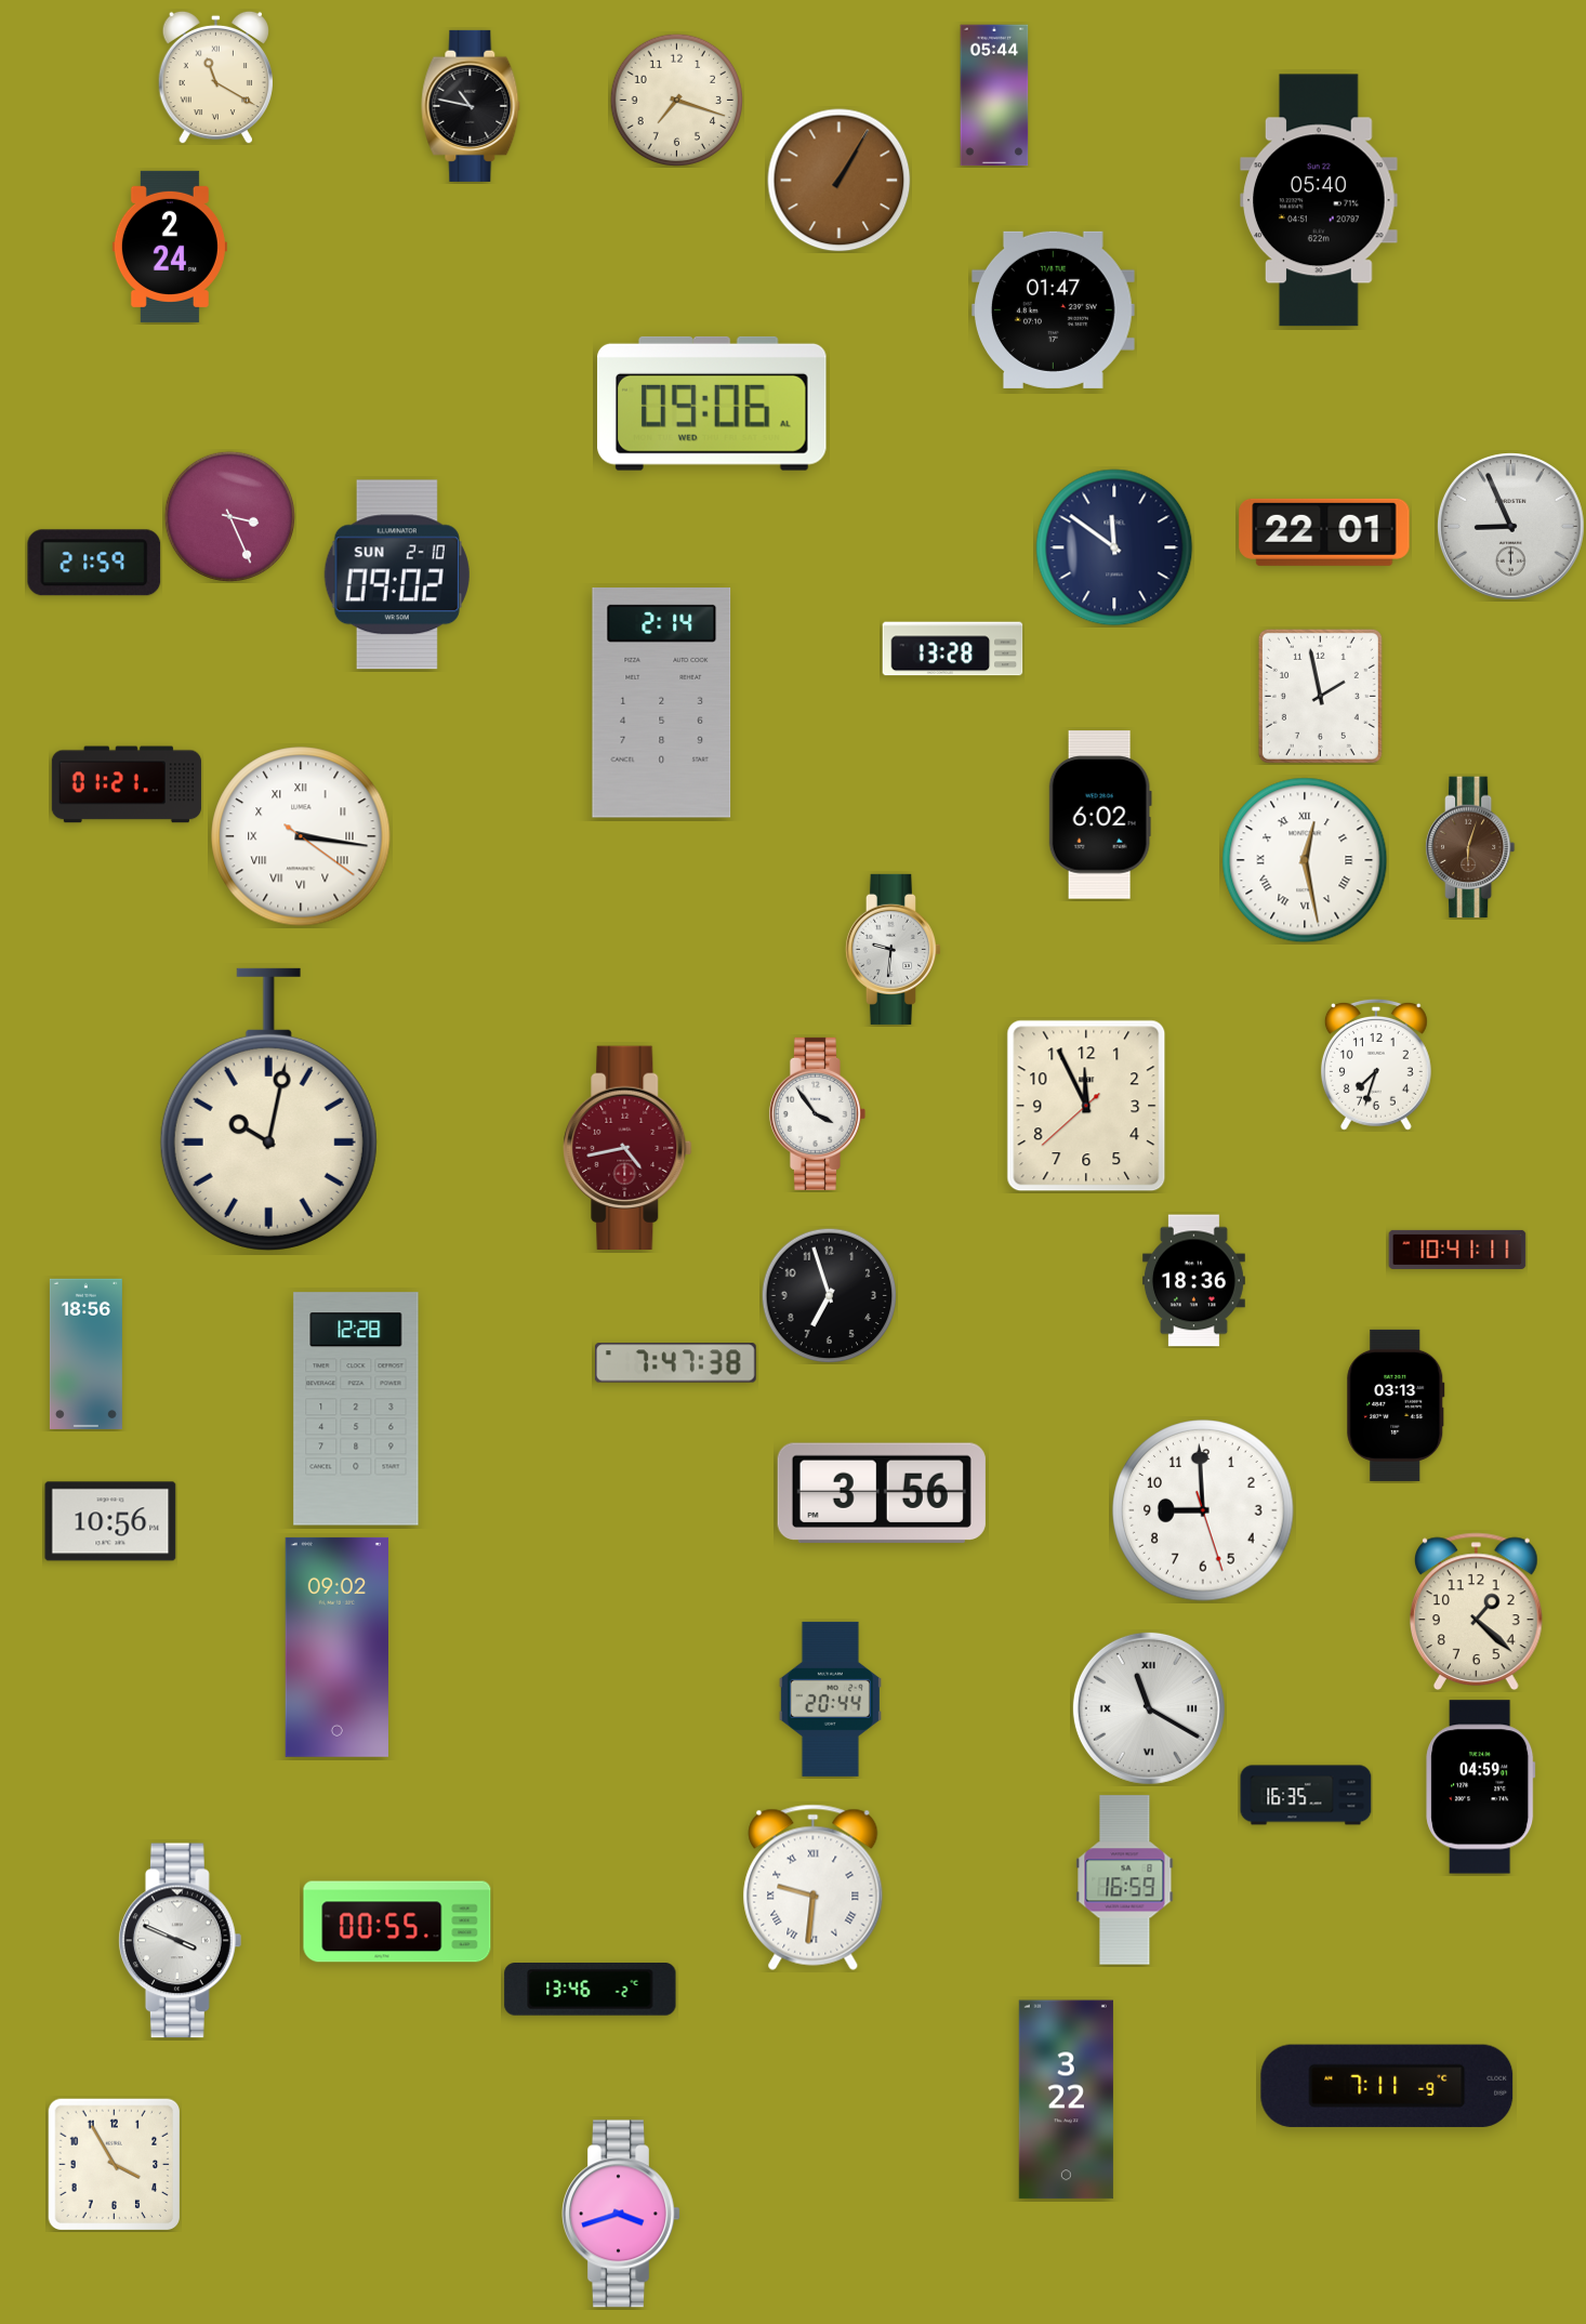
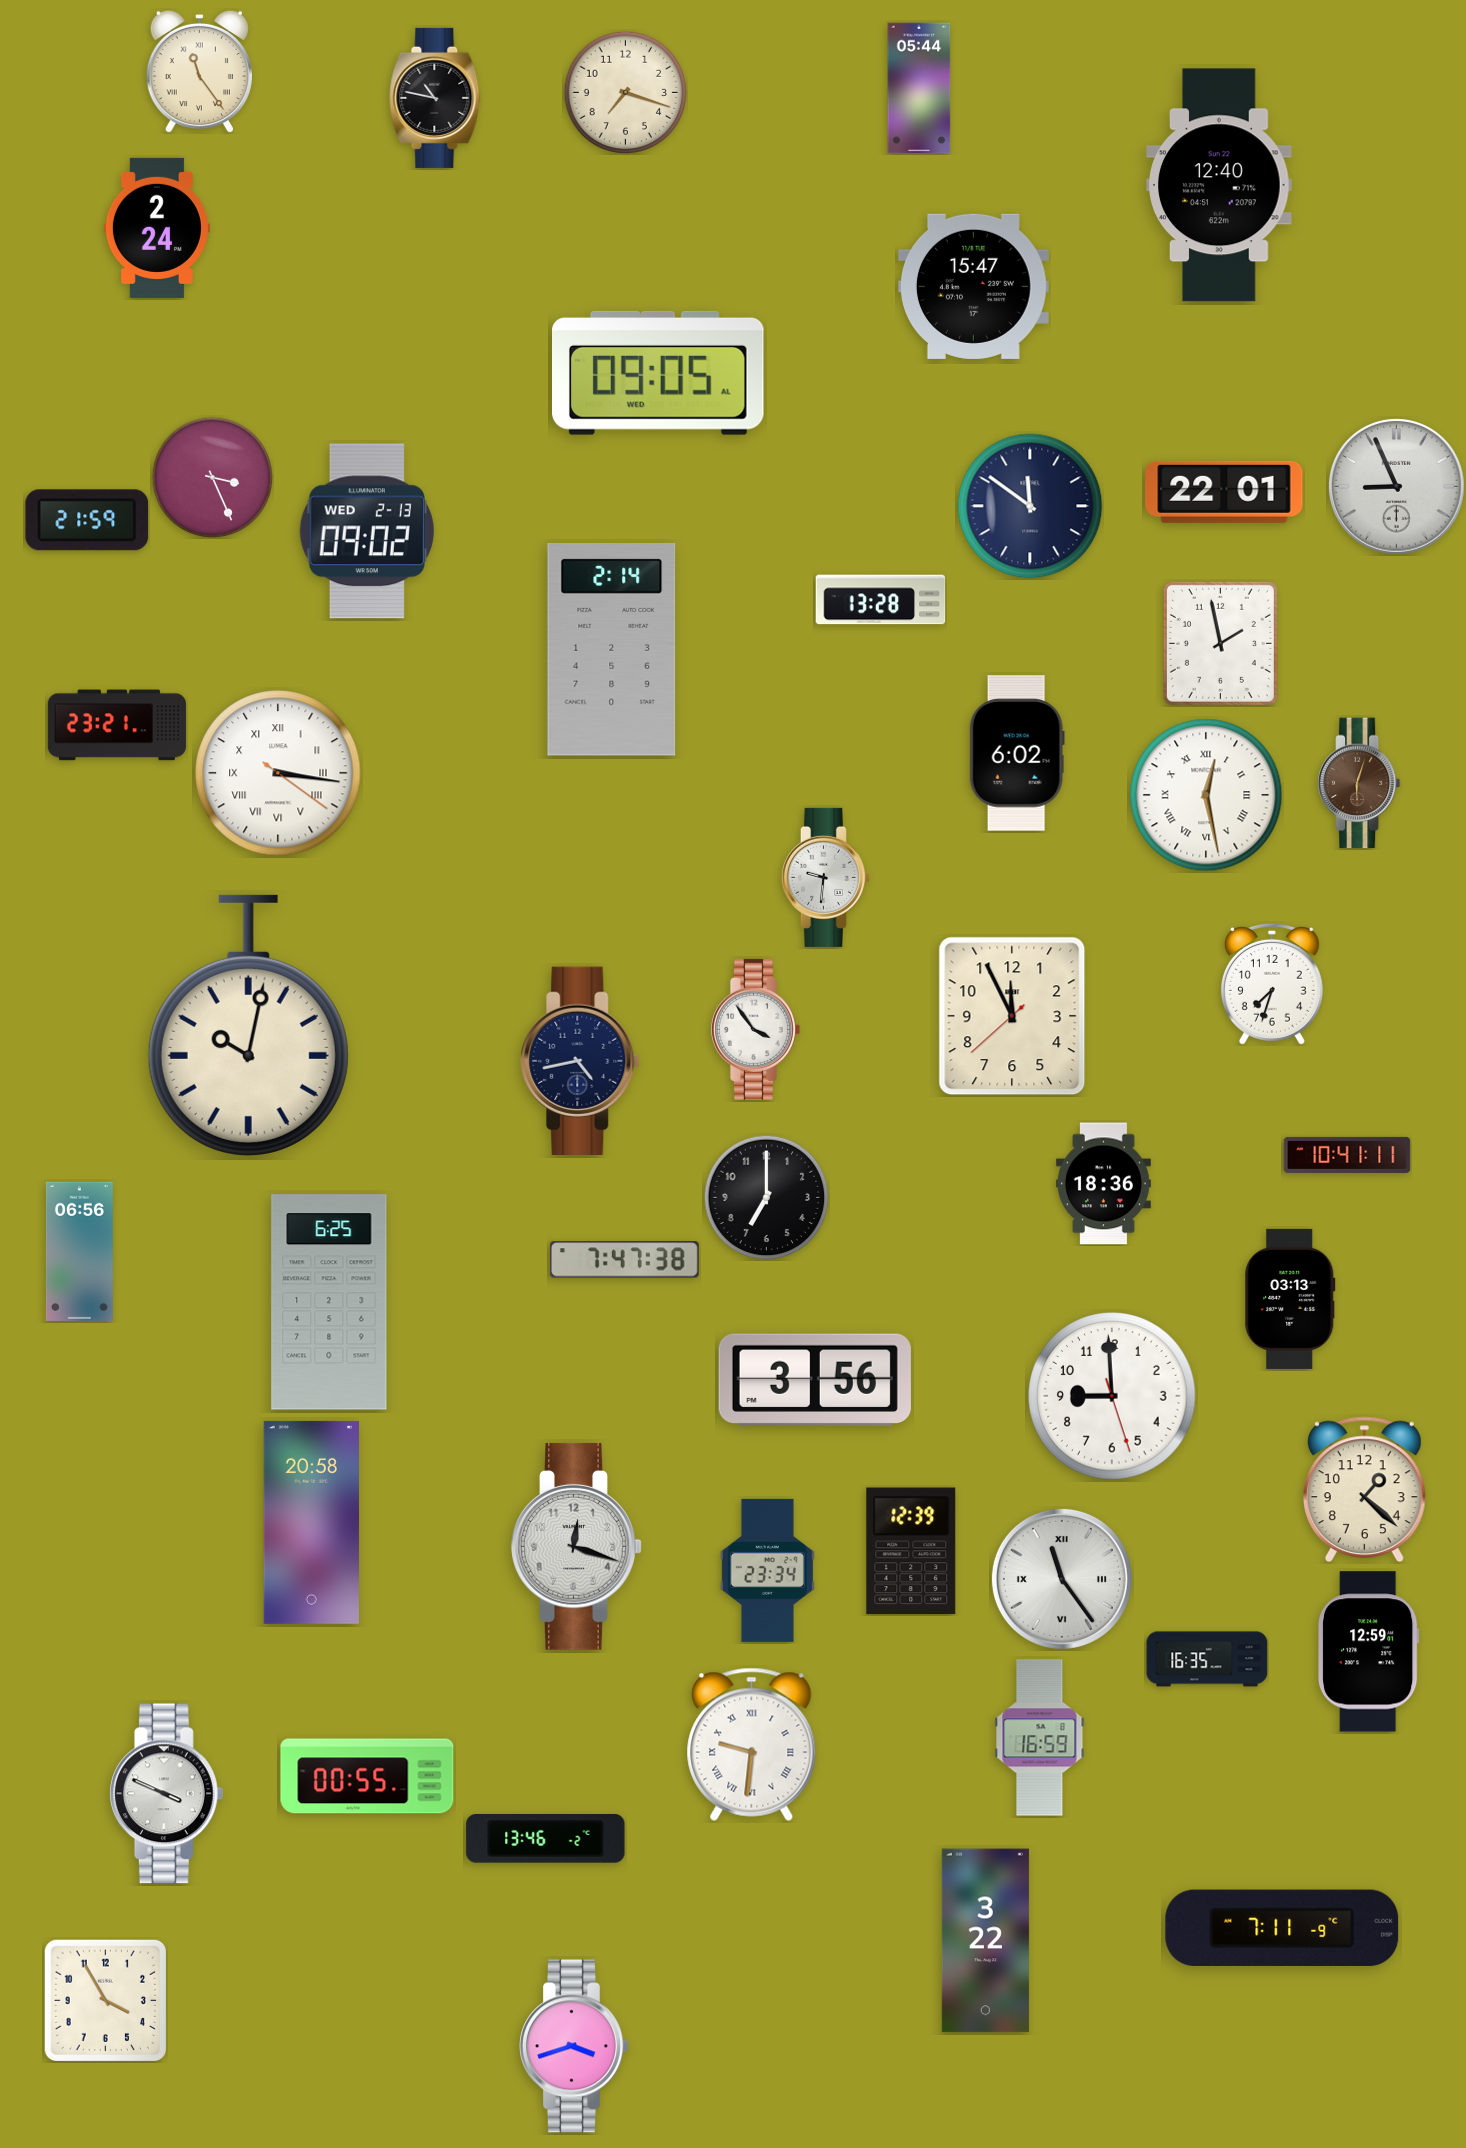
clock at (215, 77): 11:20 -> 11:24
clock at (840, 181): 1:05 -> none
clock at (1319, 200): 05:40 -> 12:40
clock at (1054, 309): 01:47 -> 15:47
clock at (713, 404): 09:06 -> 09:05
clock at (397, 575) date: SUN 2-10 -> WED 2-13
clock at (127, 784): 01:21 -> 23:21
clock at (1086, 1106) position: (1086, 1106) -> (1012, 1016)
clock at (627, 1147) dial: burgundy -> navy
clock at (829, 1295): 6:57 -> 7:00
clock at (85, 1354): 18:56 -> 06:56
clock at (356, 1409): 12:28 -> 6:25
clock at (110, 1521): 10:56 -> none
clock at (336, 1647): 09:02 -> 20:58
clock at (577, 1546): none -> 12:18
clock at (911, 1551): none -> 12:39
clock at (830, 1699): 20:44 -> 23:34
clock at (1149, 1708): 11:20 -> 11:24
clock at (1481, 1787): 04:59 -> 12:59
